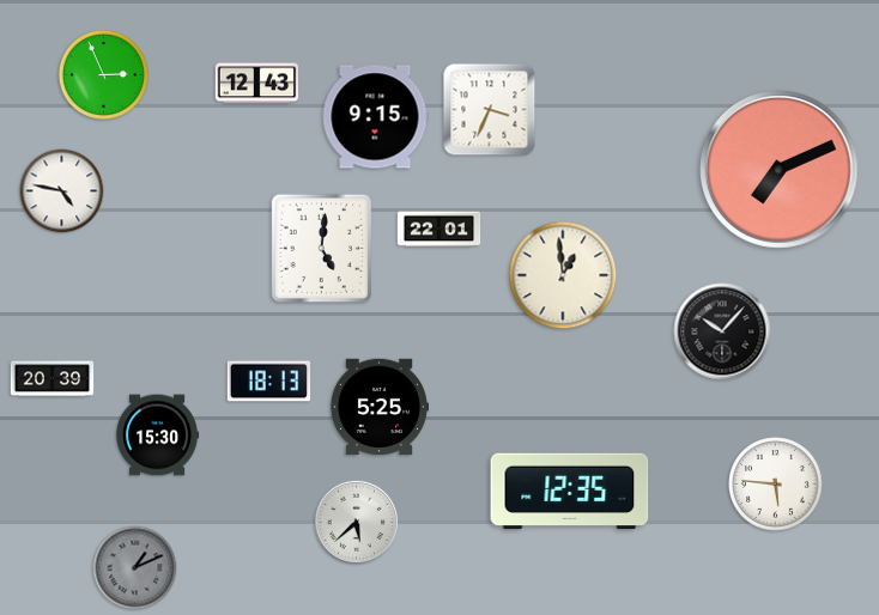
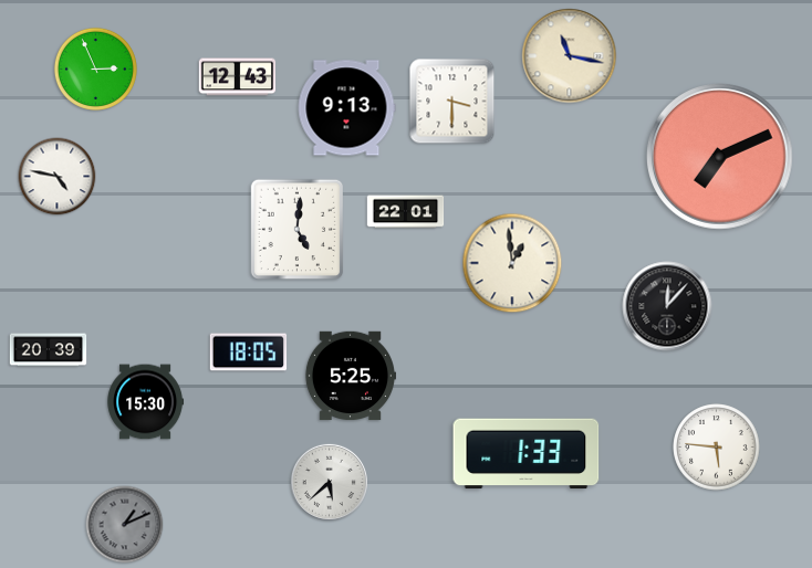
clock at (570, 56): none -> 11:17
clock at (490, 110): 3:34 -> 3:30
clock at (375, 117): 9:15 -> 9:13
clock at (563, 275) position: (563, 275) -> (512, 263)
clock at (722, 331): 10:07 -> 12:07
clock at (269, 382): 18:13 -> 18:05
clock at (570, 492): 12:35 -> 1:33
